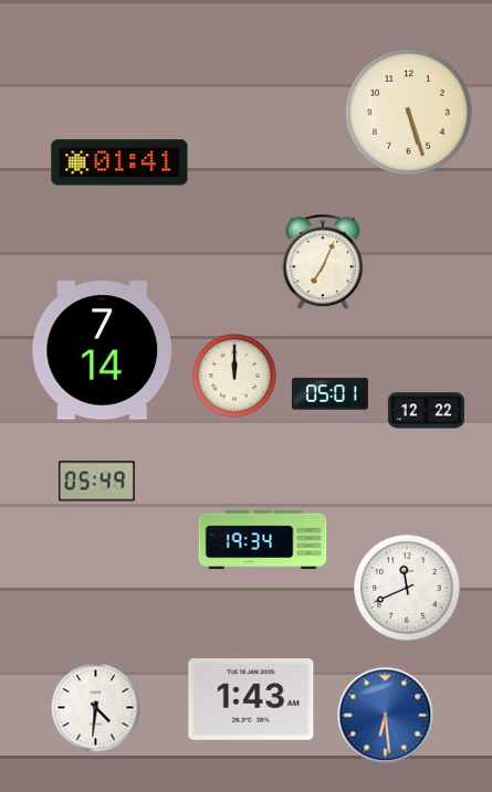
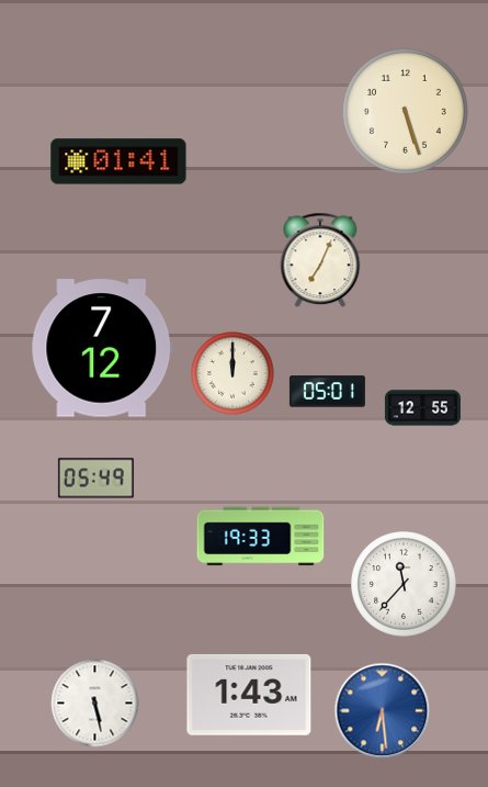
clock at (103, 350): 7:14 -> 7:12
clock at (426, 411): 12:22 -> 12:55
clock at (263, 540): 19:34 -> 19:33
clock at (407, 588): 11:41 -> 11:37
clock at (96, 708): 4:31 -> 5:28
